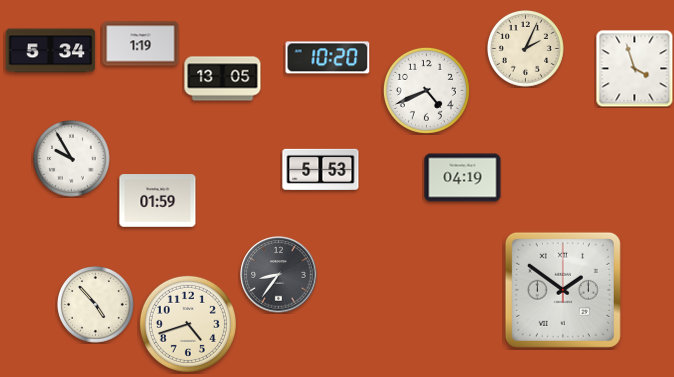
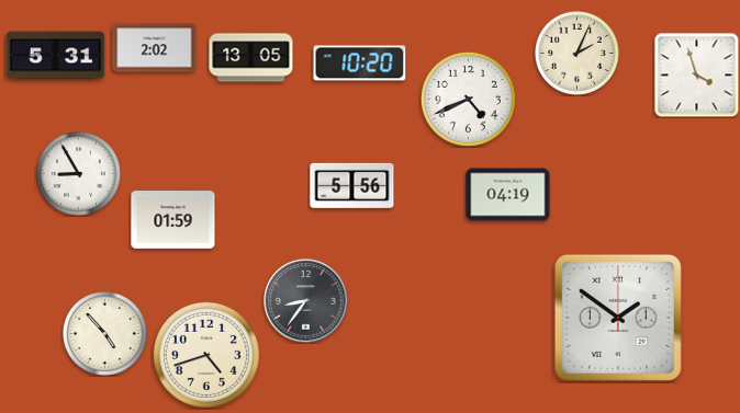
clock at (141, 44): 1:19 -> 2:02
clock at (51, 51): 5:34 -> 5:31
clock at (223, 79) position: (223, 79) -> (251, 58)
clock at (72, 159): 9:55 -> 8:55
clock at (321, 169): 5:53 -> 5:56
